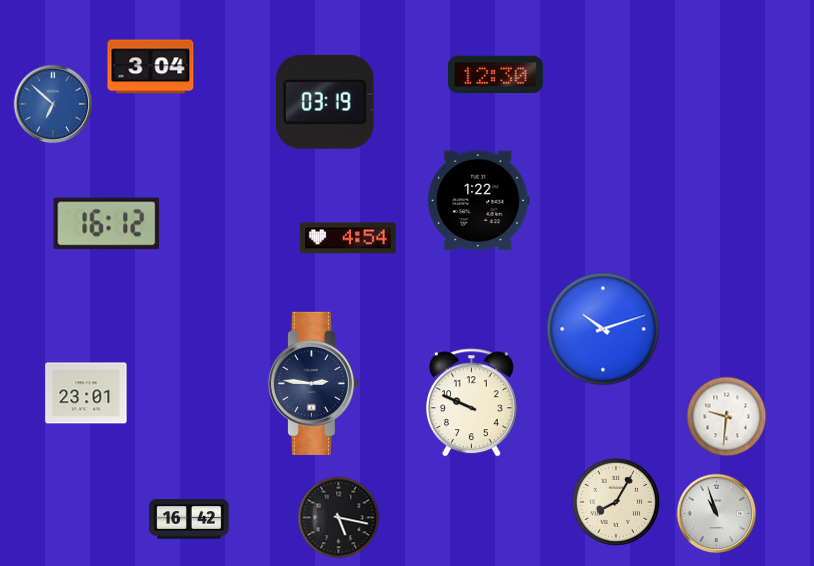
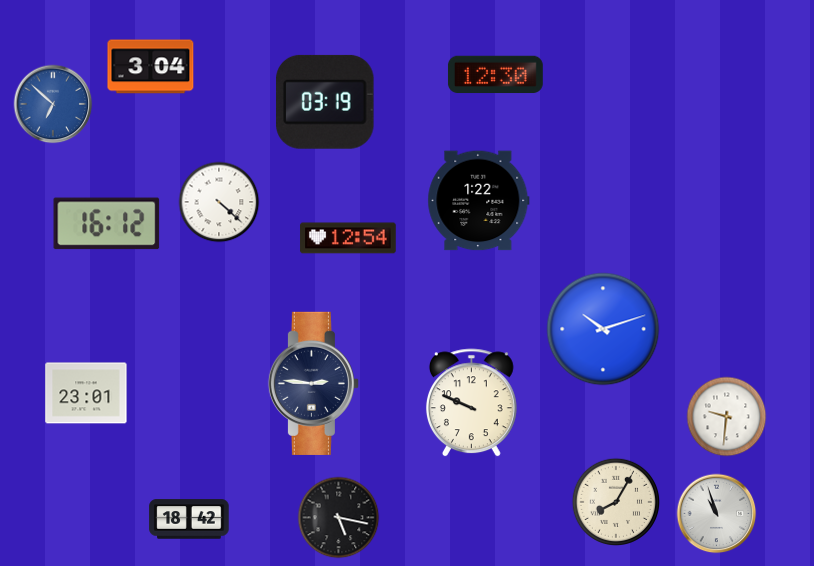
clock at (219, 202): none -> 4:22
clock at (348, 238): 4:54 -> 12:54
clock at (189, 519): 16:42 -> 18:42
